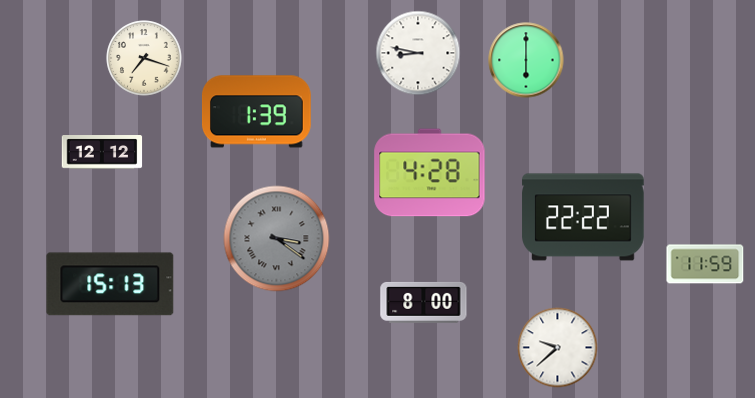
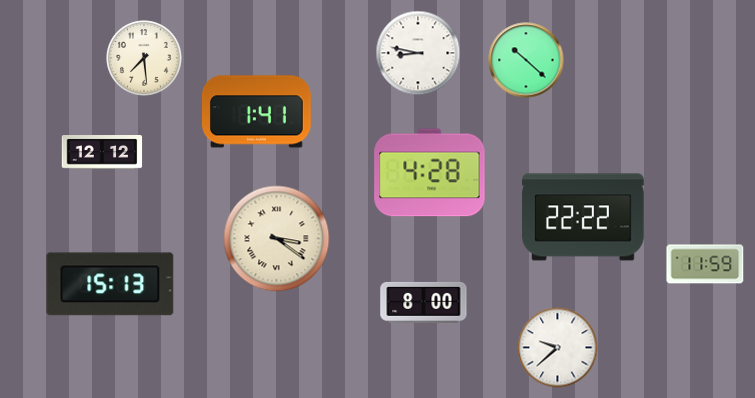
clock at (144, 58): 7:18 -> 7:29
clock at (526, 60): 6:00 -> 10:22
clock at (257, 112): 1:39 -> 1:41
clock at (277, 239) dial: grey -> cream
